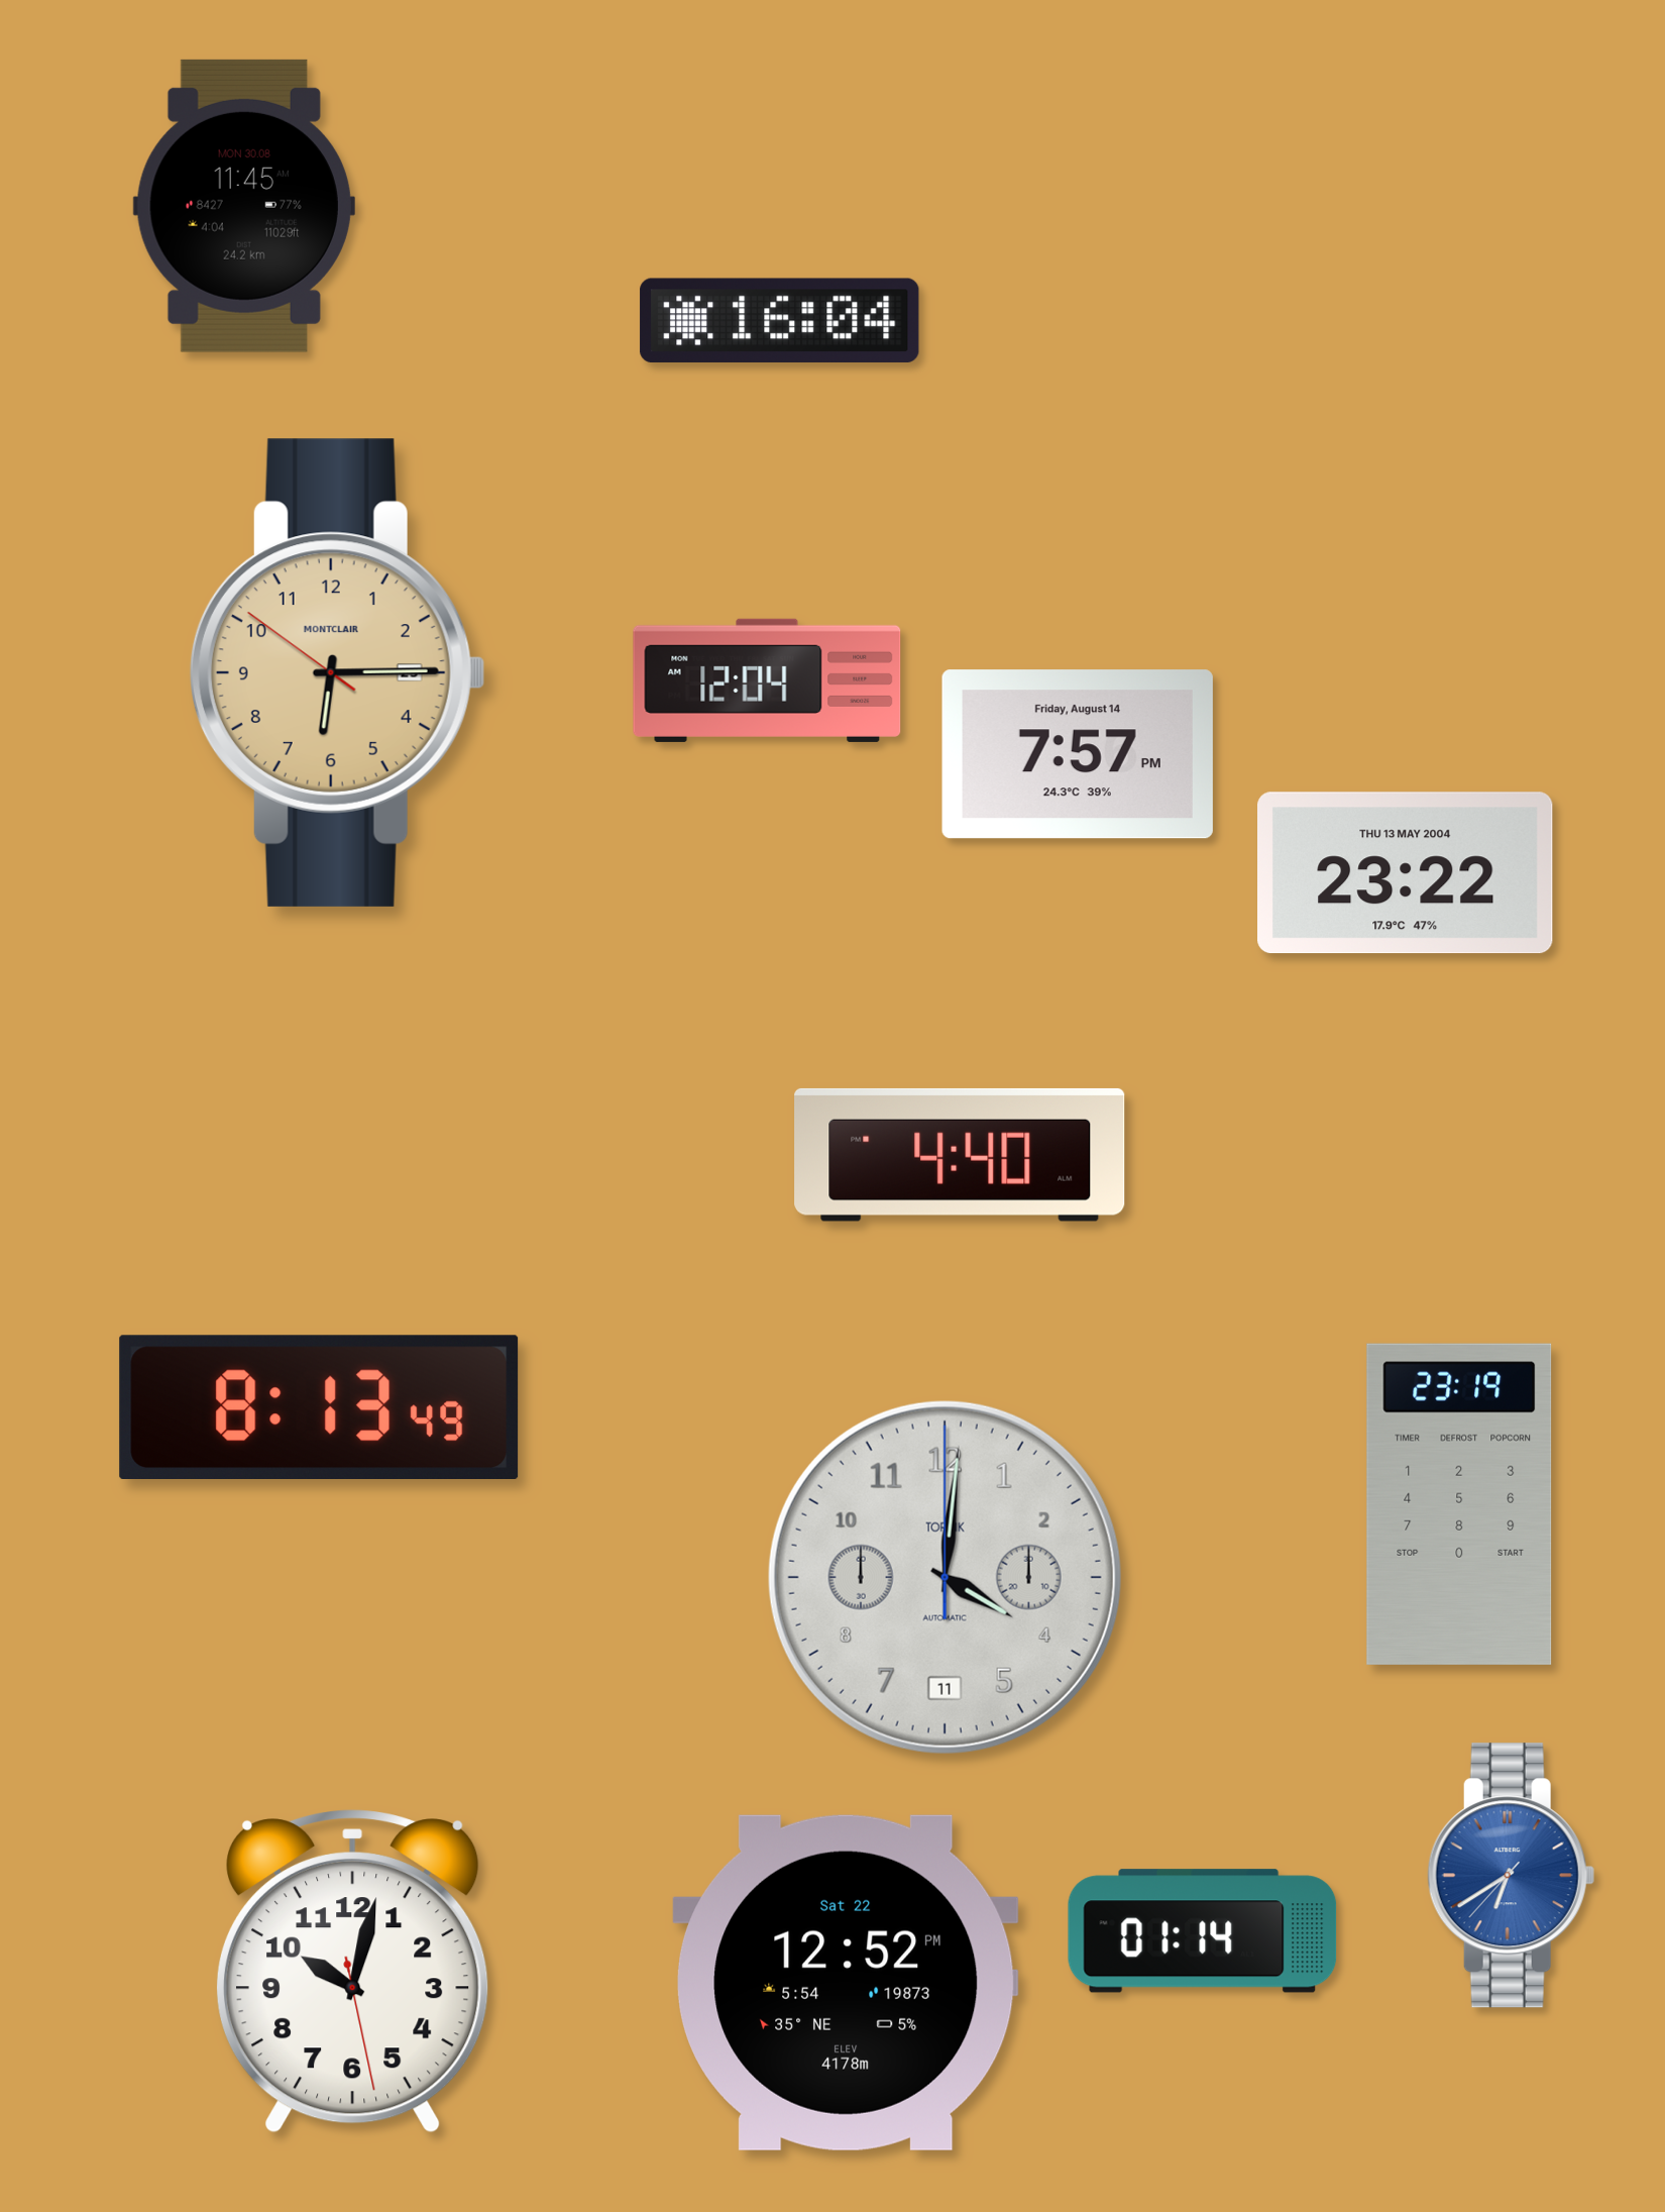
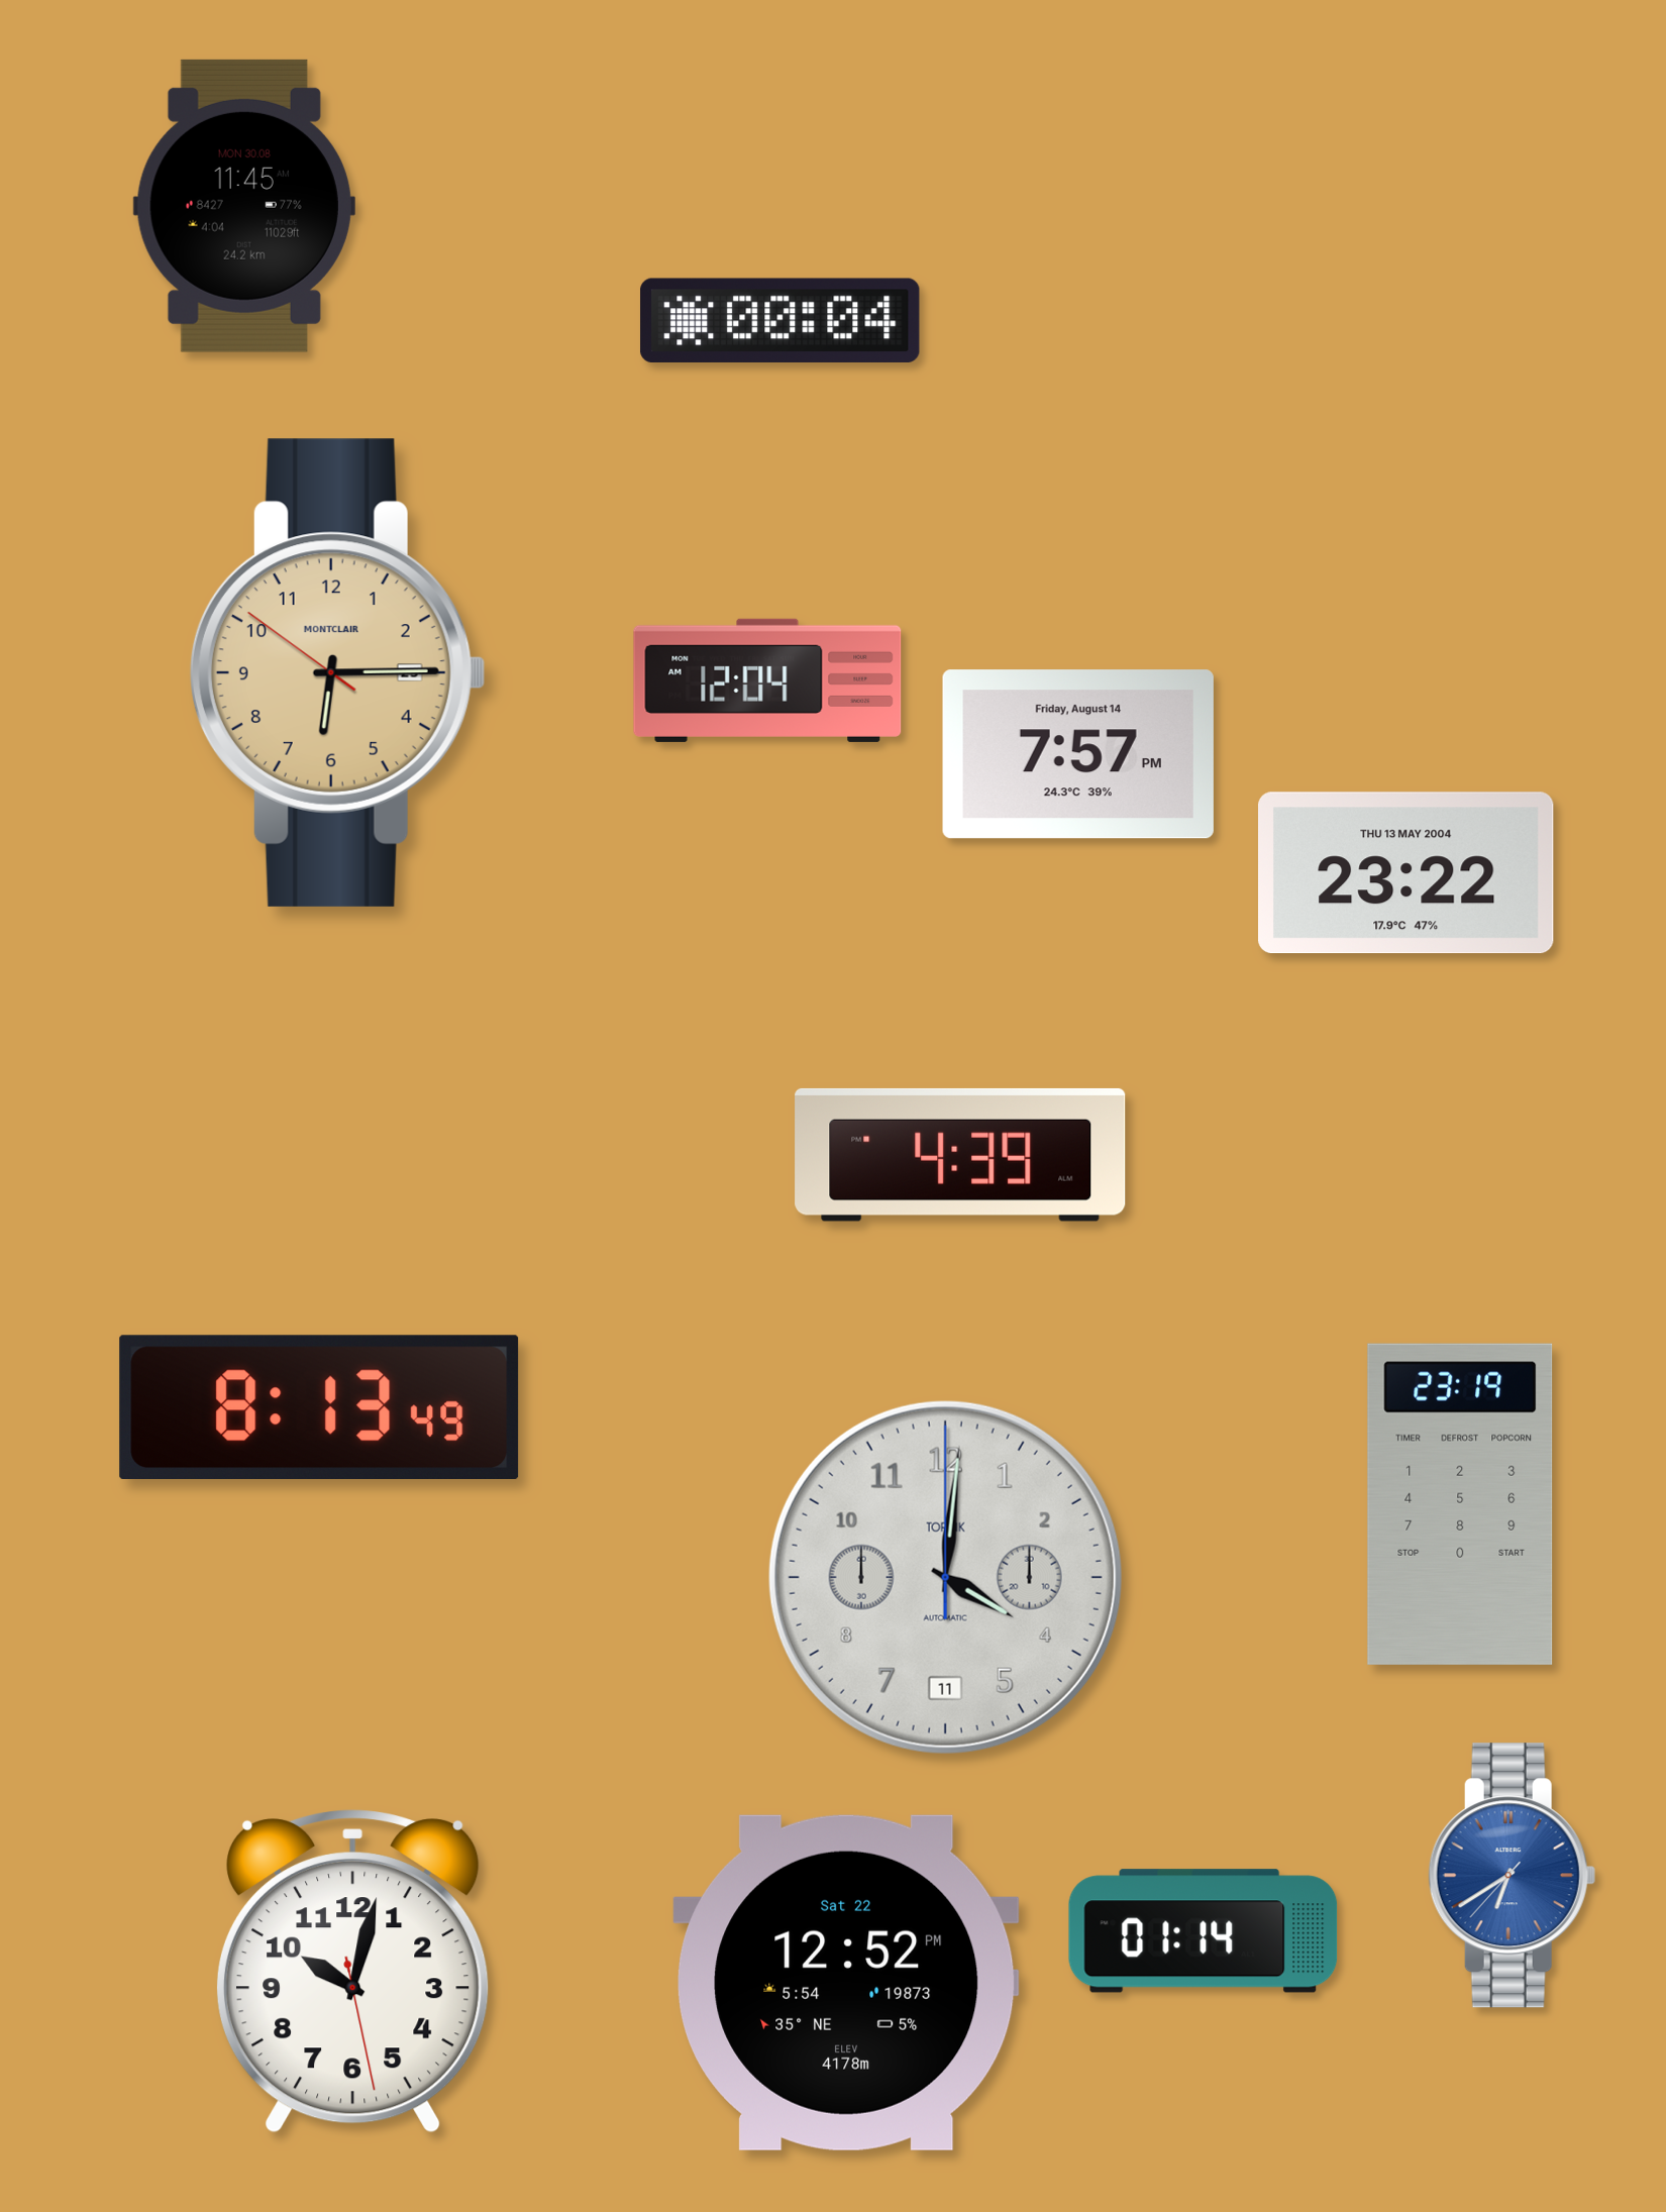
clock at (780, 320): 16:04 -> 00:04
clock at (960, 1155): 4:40 -> 4:39
